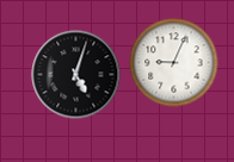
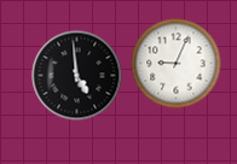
clock at (76, 75): 5:03 -> 4:59
